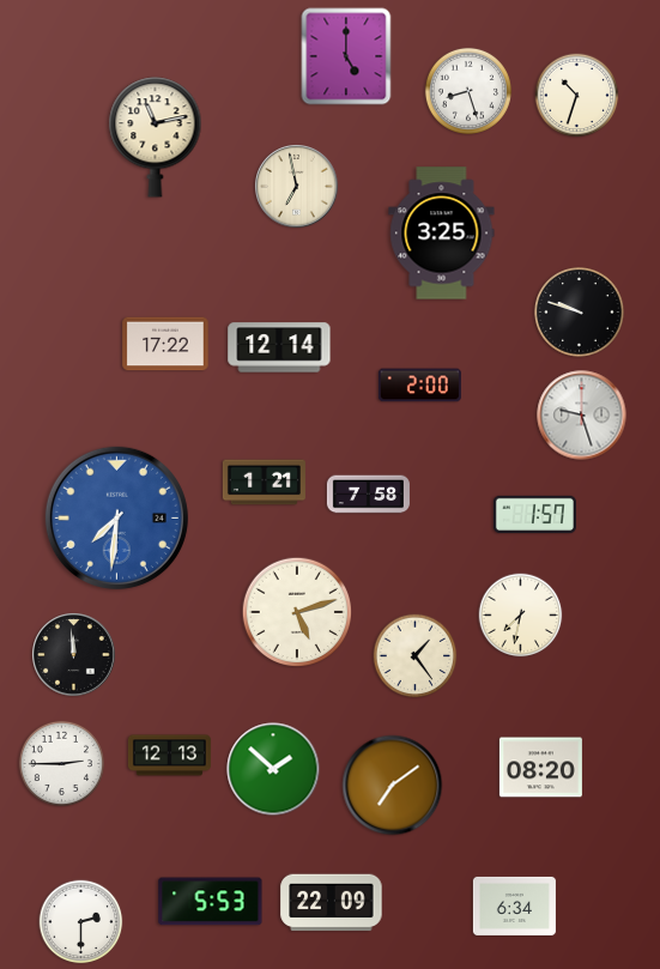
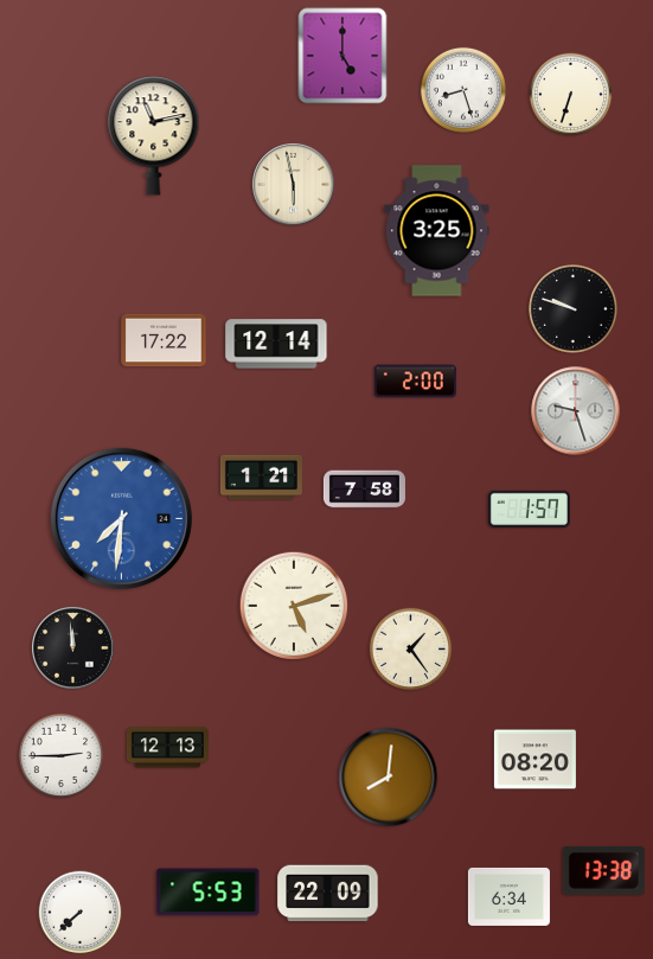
clock at (577, 96): 10:33 -> 6:33
clock at (297, 187): 6:58 -> 5:58
clock at (116, 517) position: (116, 517) -> (121, 518)
clock at (521, 616): 7:32 -> none
clock at (273, 769): 1:52 -> none
clock at (393, 786): 7:09 -> 8:01
clock at (603, 870): none -> 13:38
clock at (81, 922): 2:30 -> 7:38
